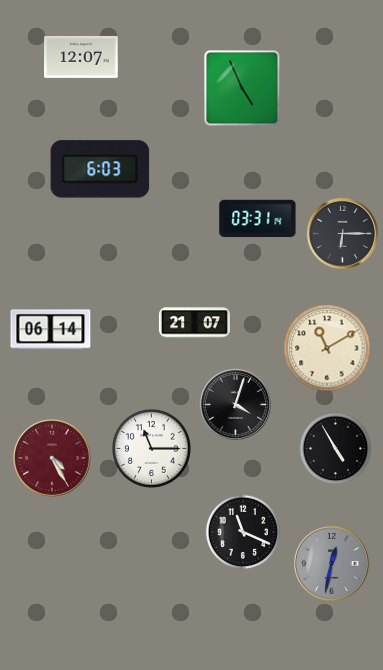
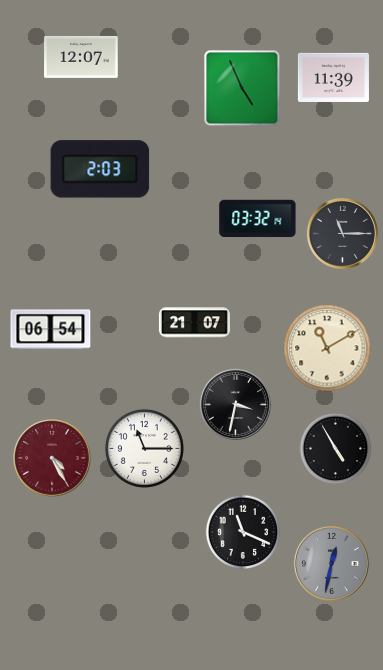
clock at (333, 77): none -> 11:39
clock at (100, 169): 6:03 -> 2:03
clock at (258, 219): 03:31 -> 03:32
clock at (342, 233): 6:15 -> 11:15
clock at (51, 330): 06:14 -> 06:54
clock at (235, 404): 4:03 -> 3:32
clock at (151, 448) position: (151, 448) -> (144, 448)
